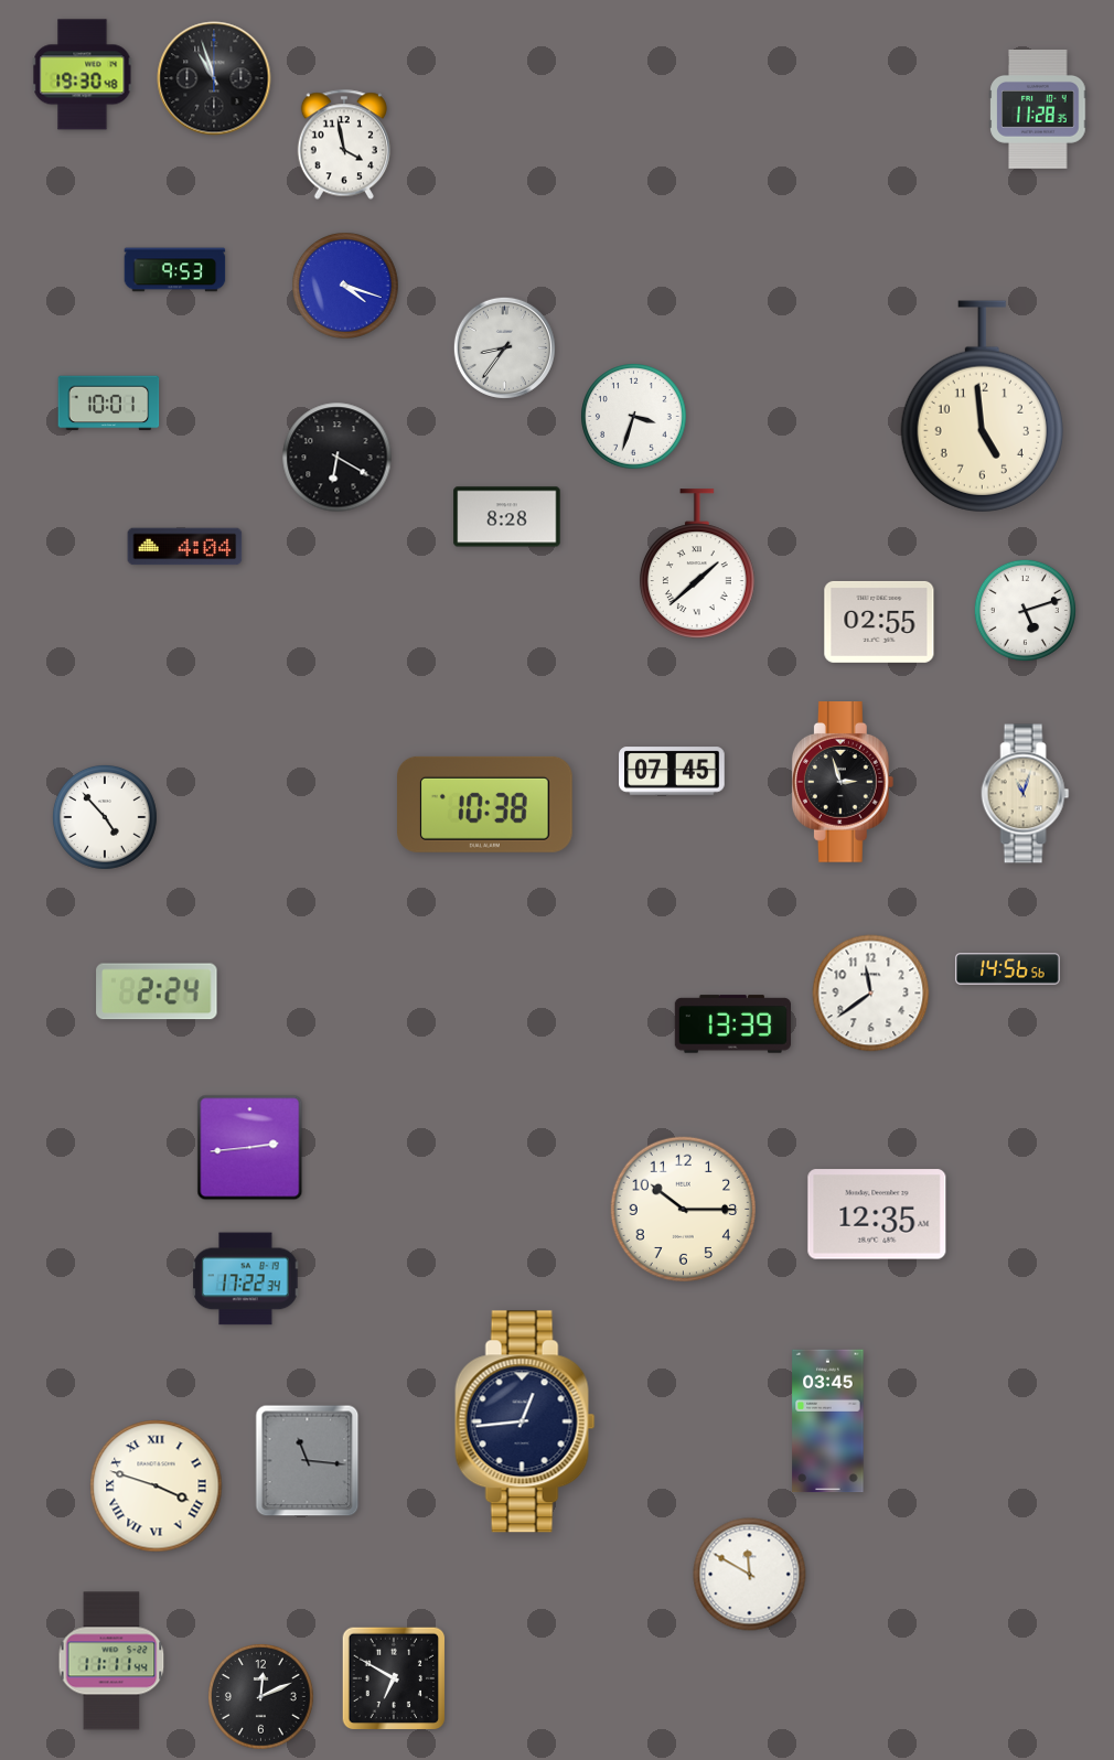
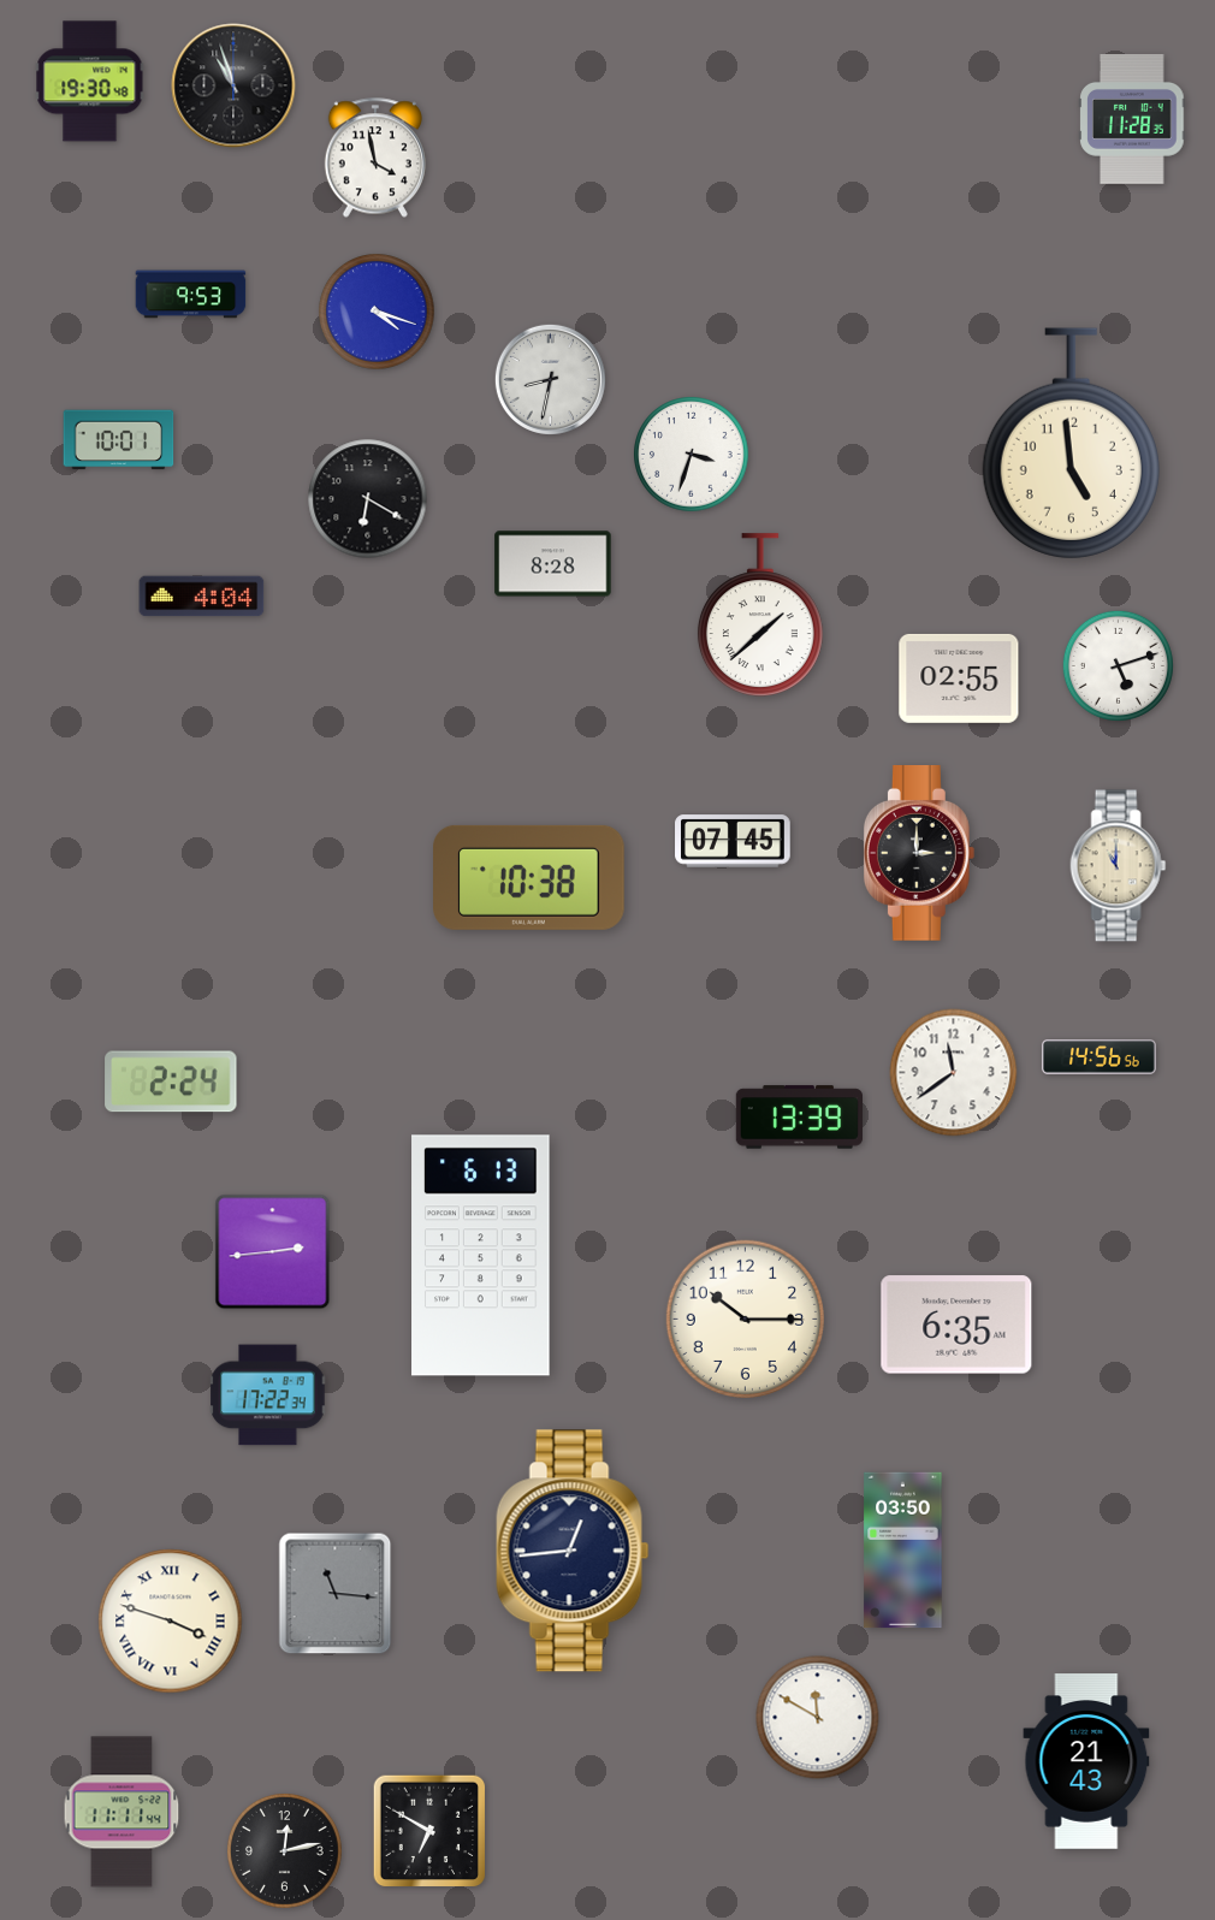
clock at (504, 347): 8:36 -> 8:32
clock at (843, 783): 2:57 -> 3:00
clock at (1026, 794): 11:03 -> 11:00
clock at (105, 817): 4:53 -> none
clock at (871, 994) position: (871, 994) -> (954, 1073)
clock at (481, 1256): none -> 6:13
clock at (877, 1214): 12:35 -> 6:35
clock at (828, 1421): 03:45 -> 03:50
clock at (1086, 1761): none -> 21:43
clock at (261, 1697): 12:11 -> 12:13
